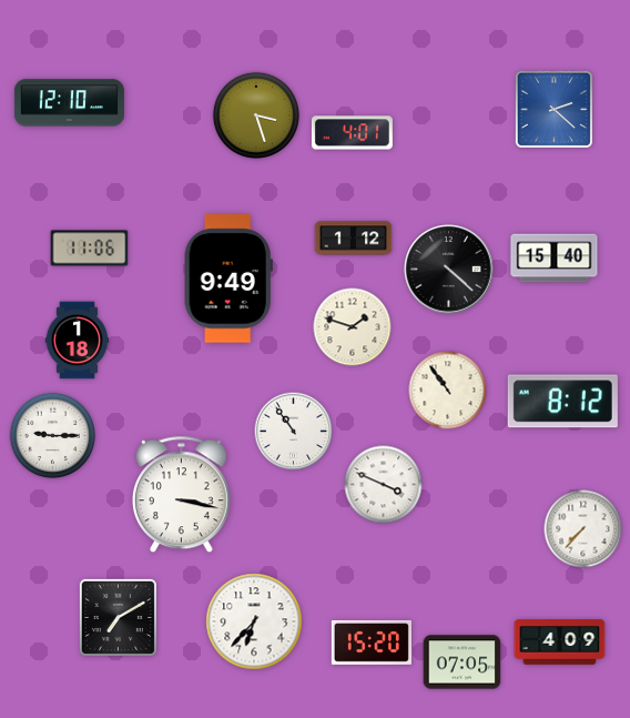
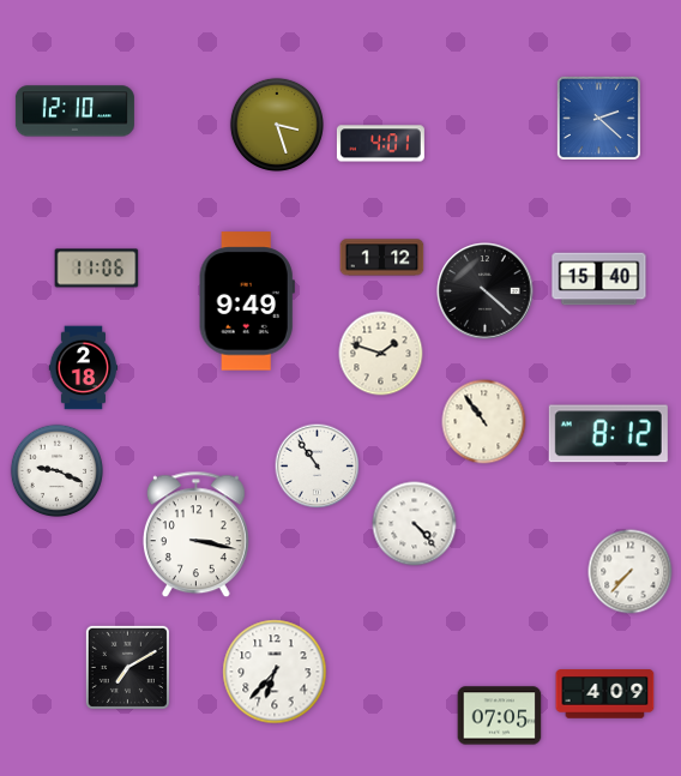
clock at (78, 341): 1:18 -> 2:18
clock at (52, 435): 9:15 -> 9:19
clock at (384, 485): 3:49 -> 4:23
clock at (372, 643): 15:20 -> none
